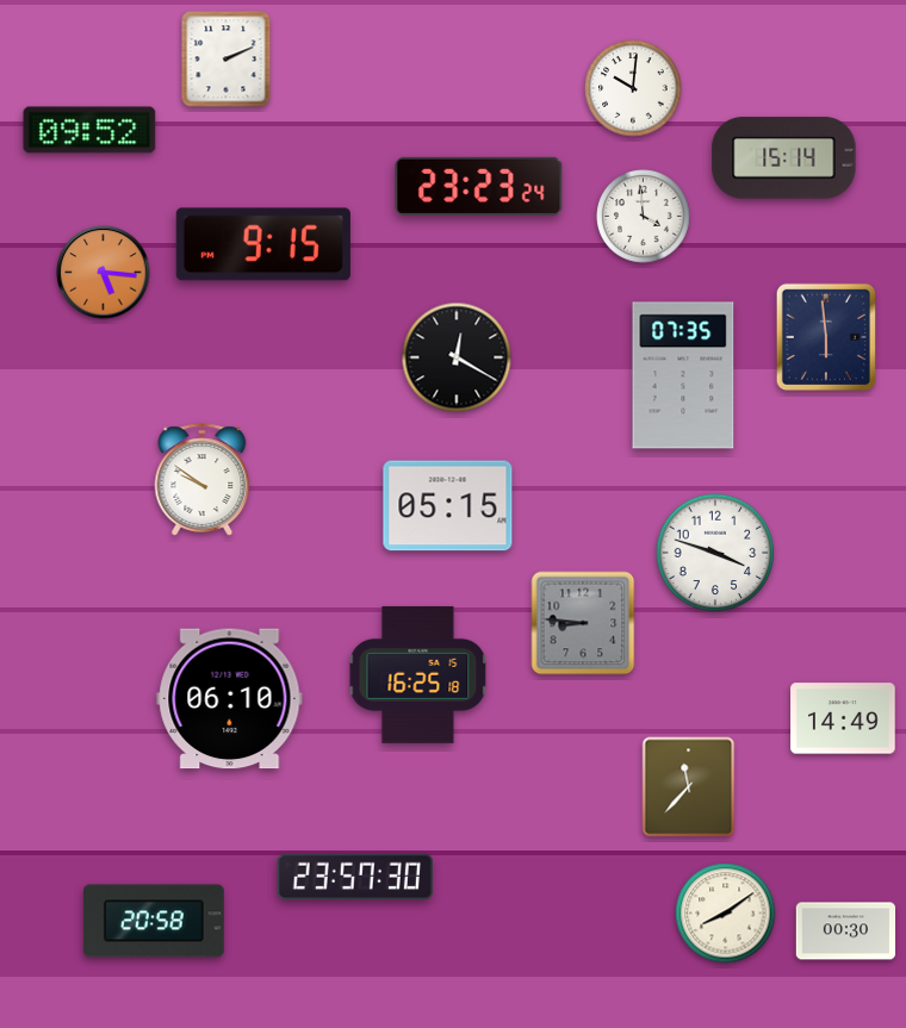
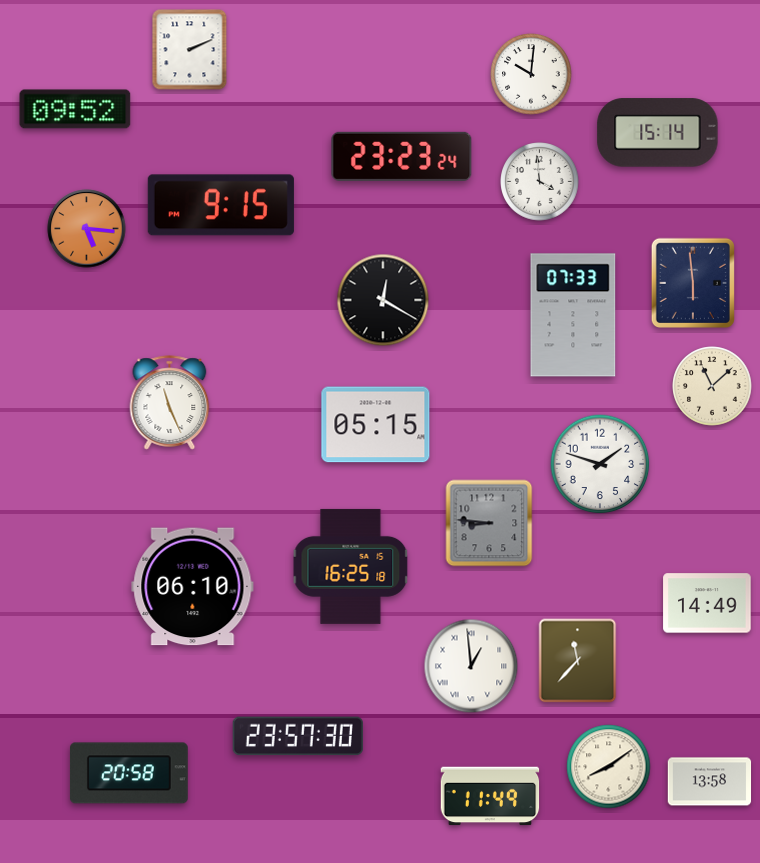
clock at (683, 375): 07:35 -> 07:33
clock at (712, 386): none -> 11:08
clock at (203, 480): 9:51 -> 11:26
clock at (715, 553): 3:48 -> 1:48
clock at (471, 666): none -> 12:59
clock at (846, 932): 00:30 -> 13:58
clock at (490, 796): none -> 11:49
